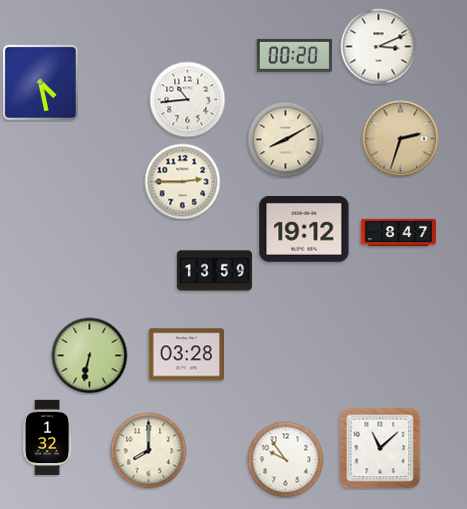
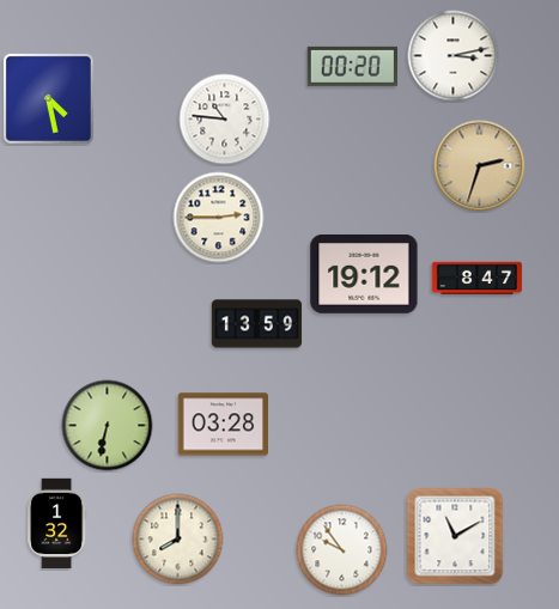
clock at (379, 47): 3:11 -> 3:13
clock at (188, 100): 10:44 -> 10:46
clock at (286, 140): 8:10 -> none
clock at (380, 448): 11:08 -> 11:10
